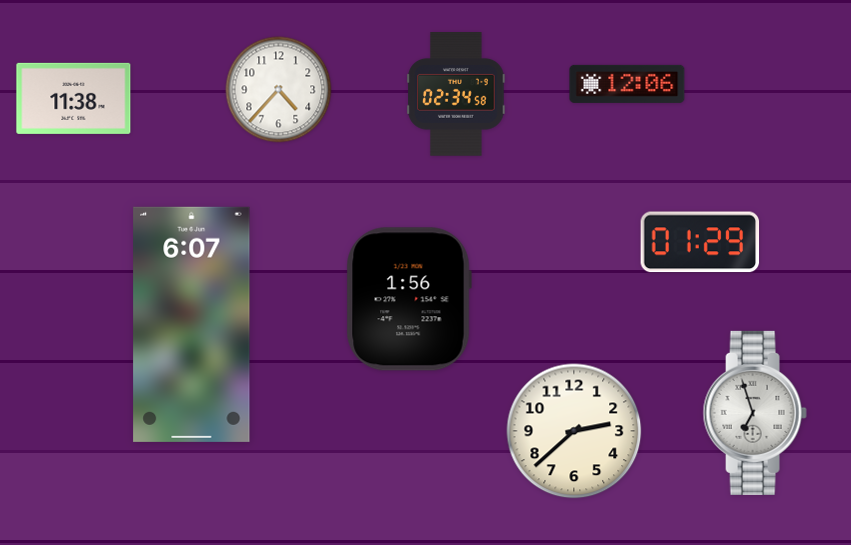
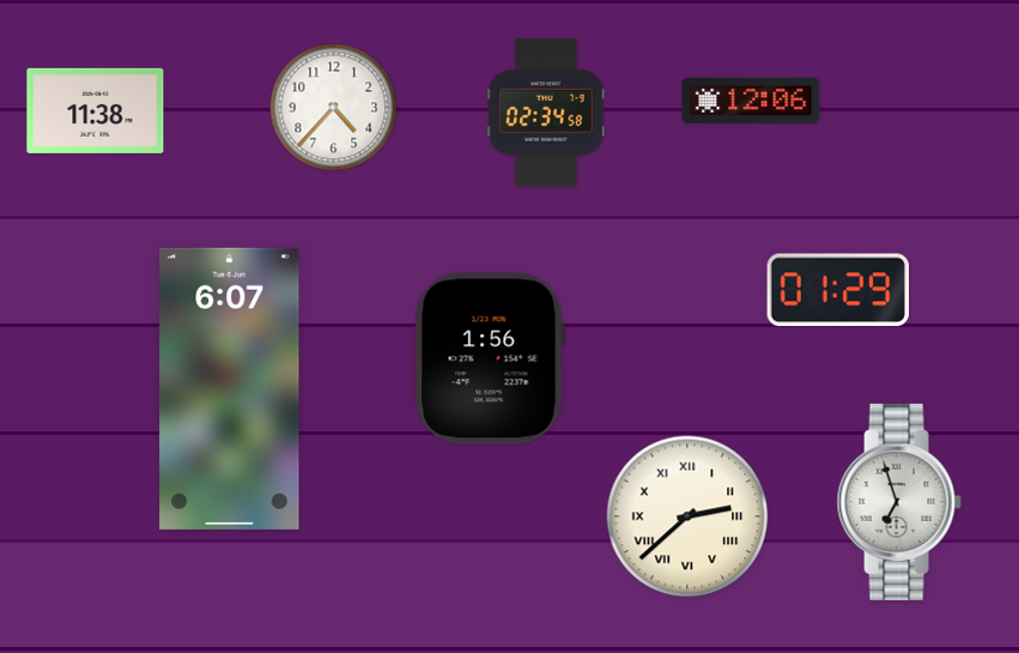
clock at (74, 98) position: (74, 98) -> (96, 110)
clock at (755, 413) position: (755, 413) -> (899, 502)
clock at (574, 431) numerals: Arabic -> Roman
